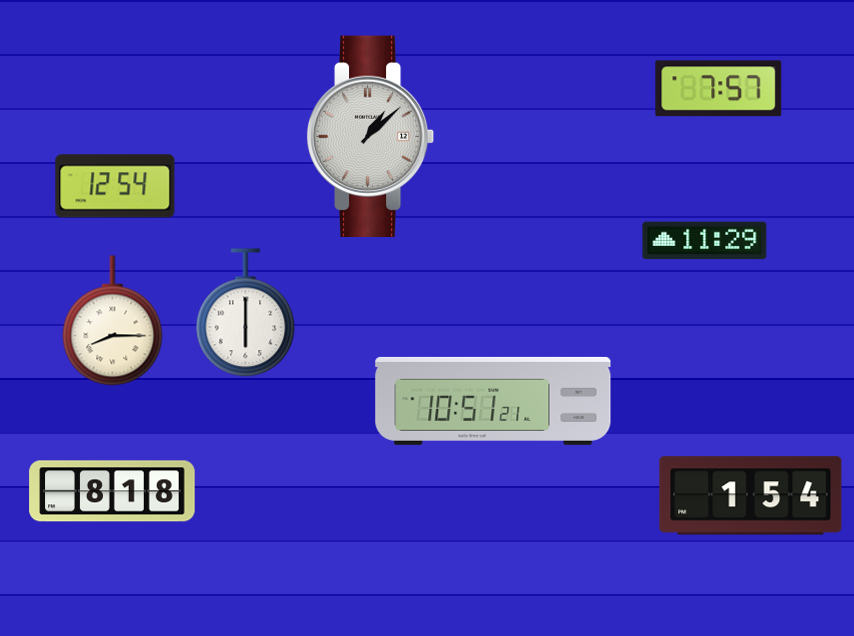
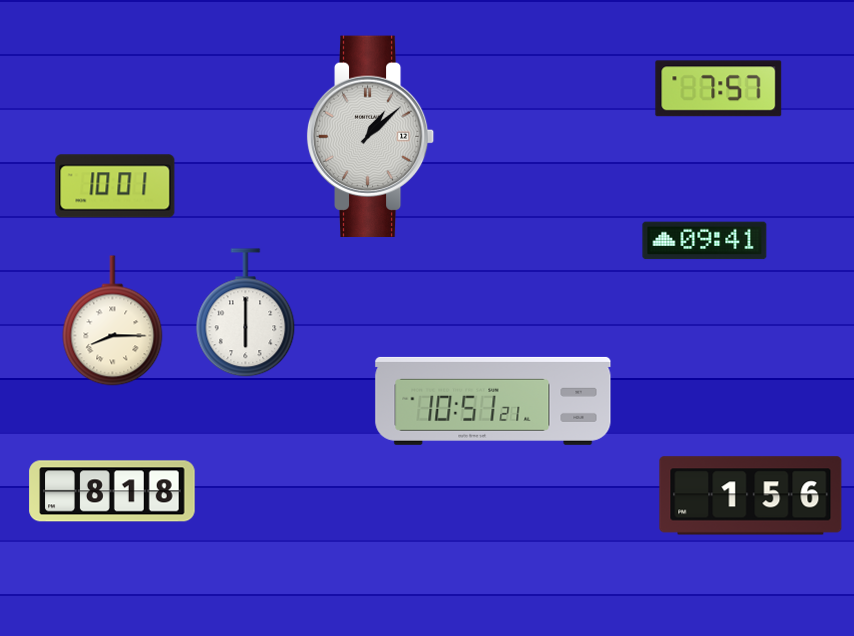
clock at (115, 186): 12:54 -> 10:01
clock at (705, 241): 11:29 -> 09:41
clock at (751, 496): 1:54 -> 1:56
